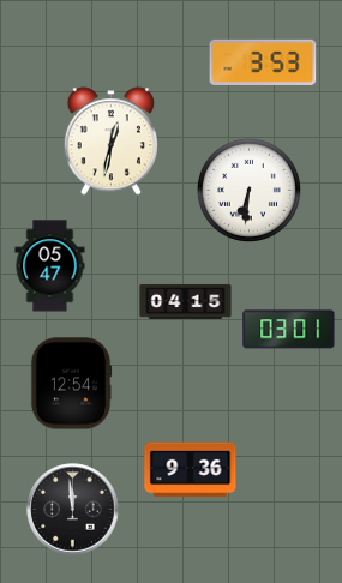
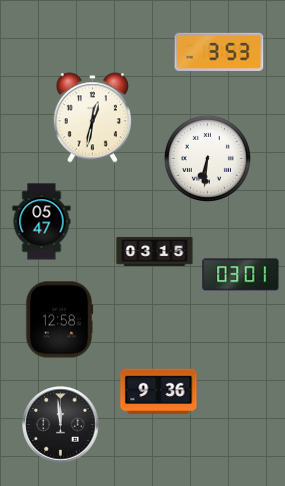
clock at (186, 301): 04:15 -> 03:15
clock at (71, 384): 12:54 -> 12:58
